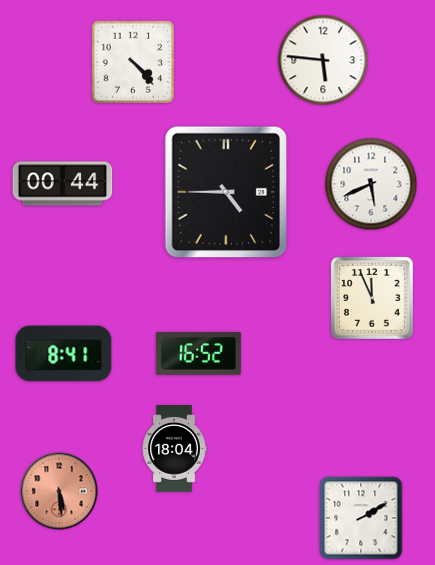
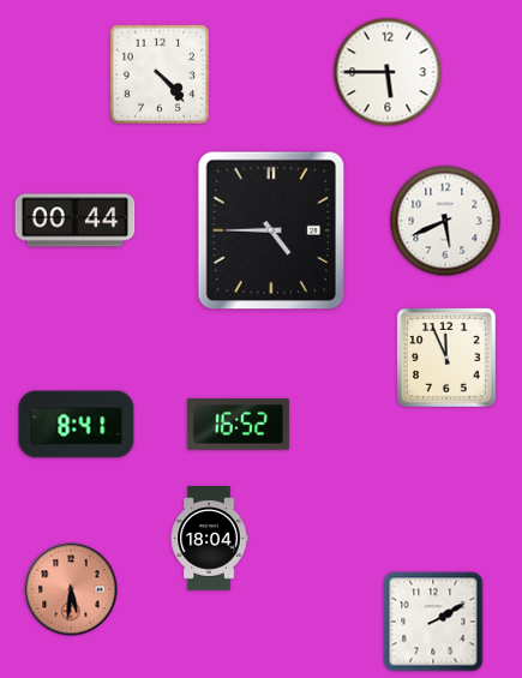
clock at (323, 60): 5:46 -> 5:45
clock at (59, 491): 5:29 -> 5:31
